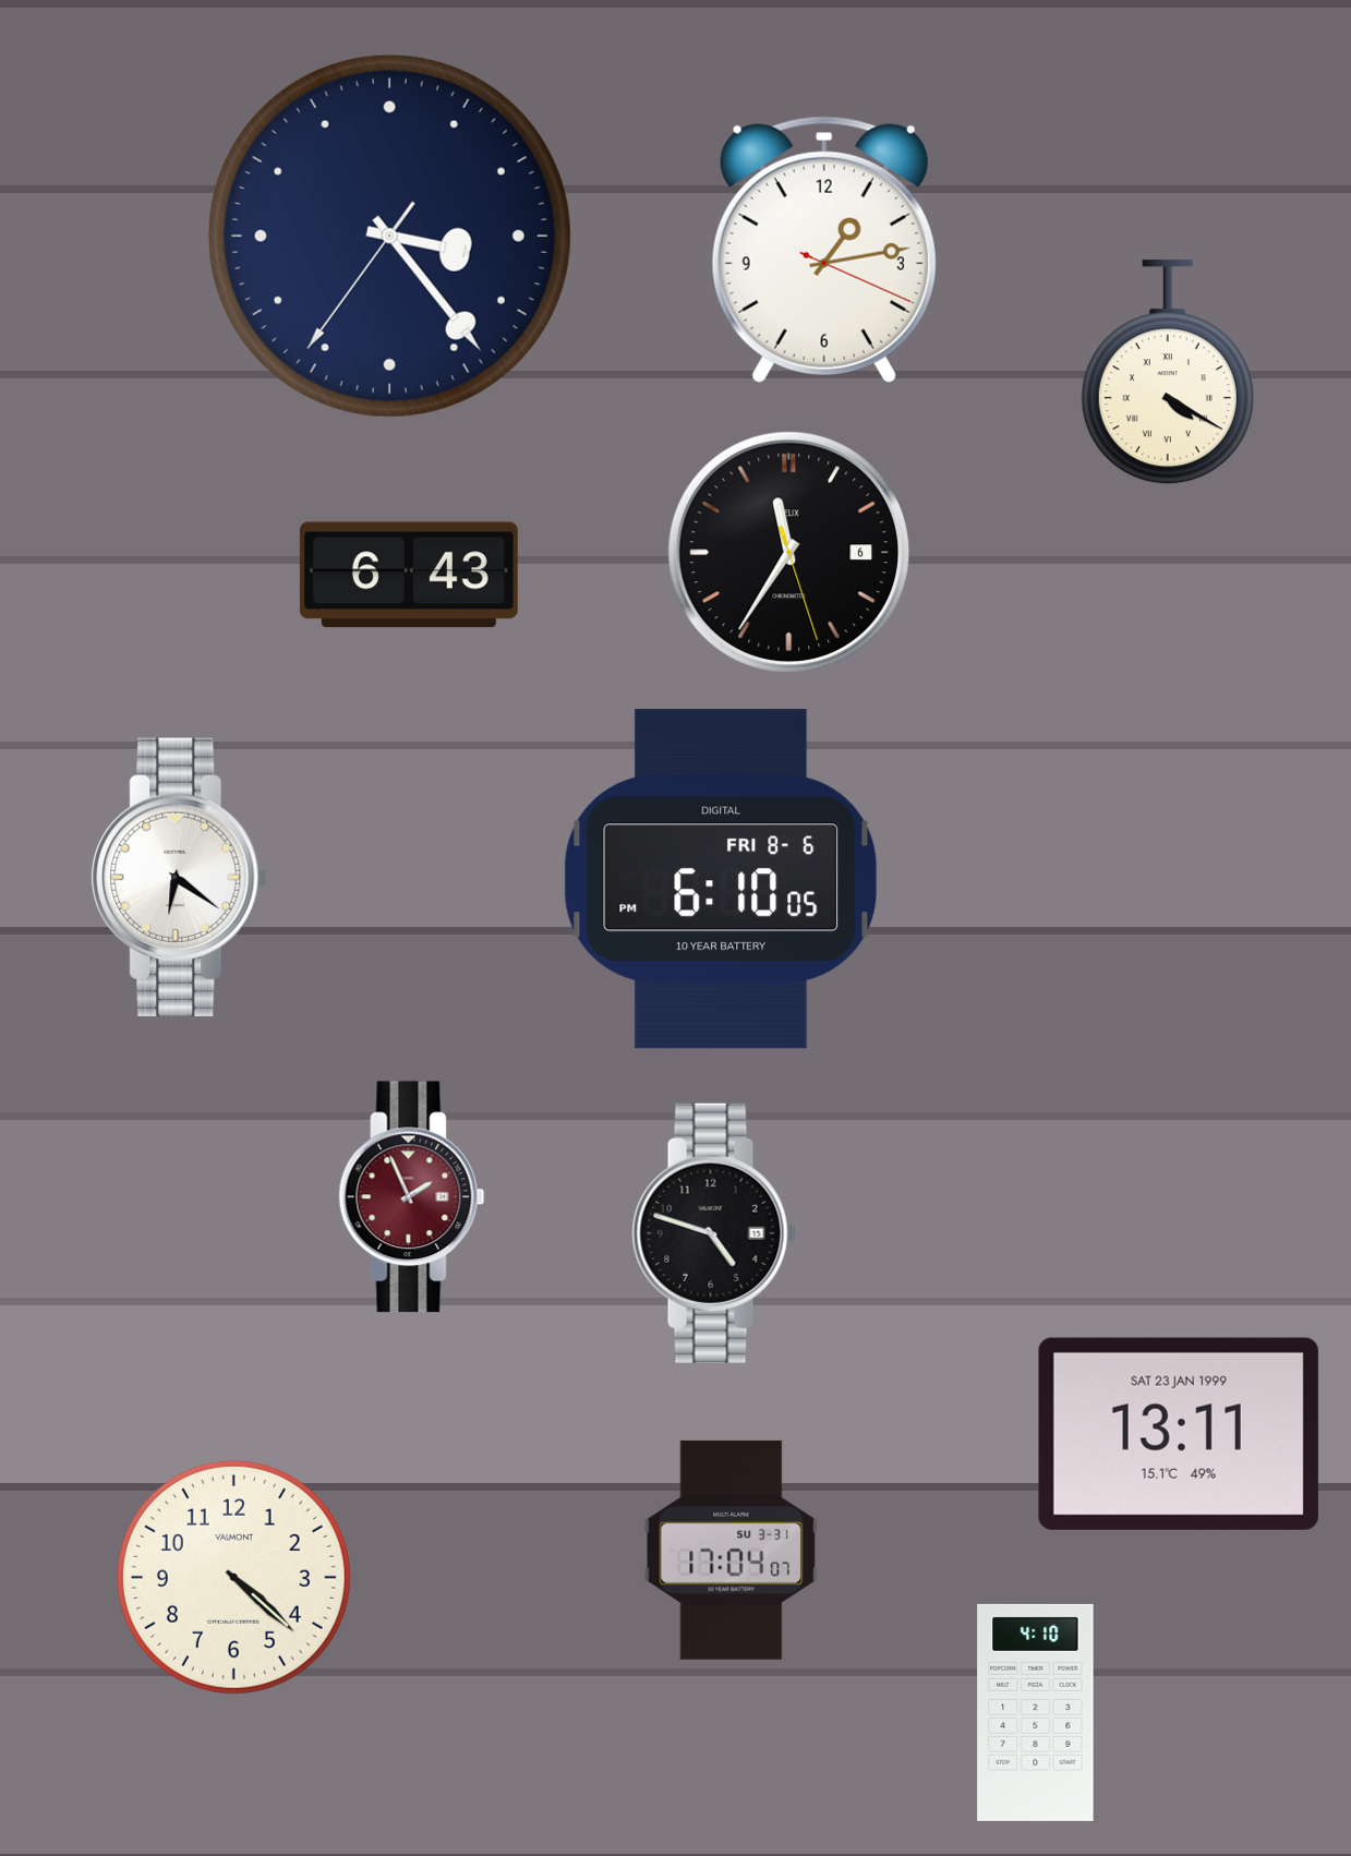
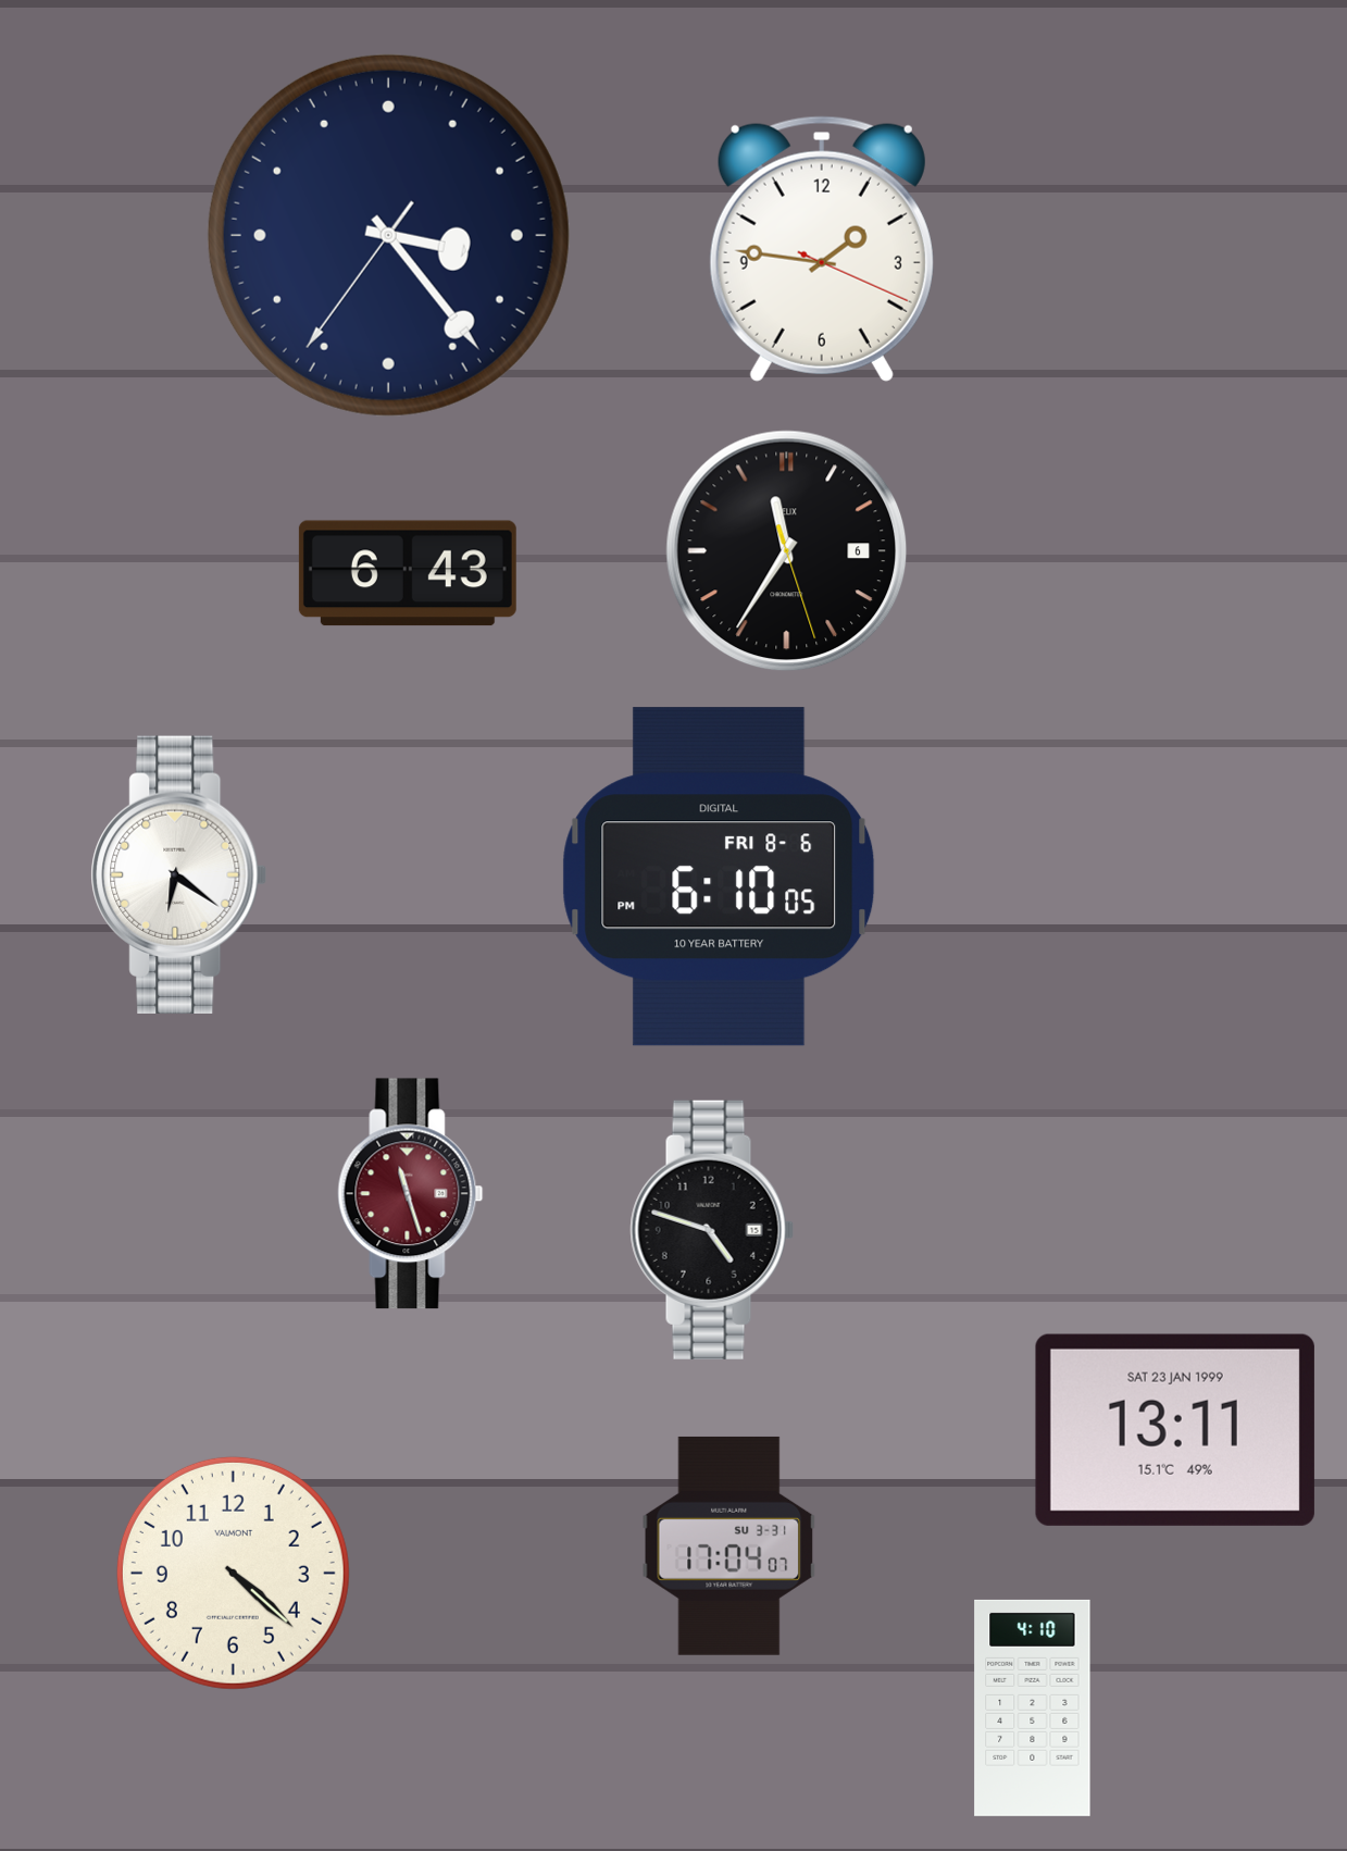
clock at (824, 250): 1:13 -> 1:46
clock at (1168, 373): 4:20 -> none
clock at (412, 1197): 1:56 -> 11:27
